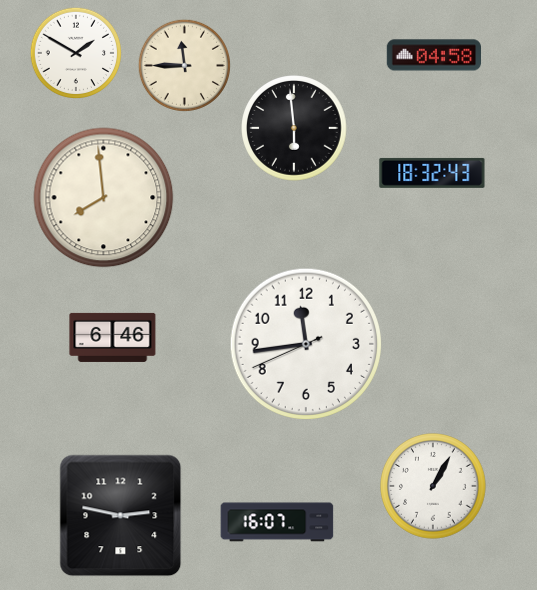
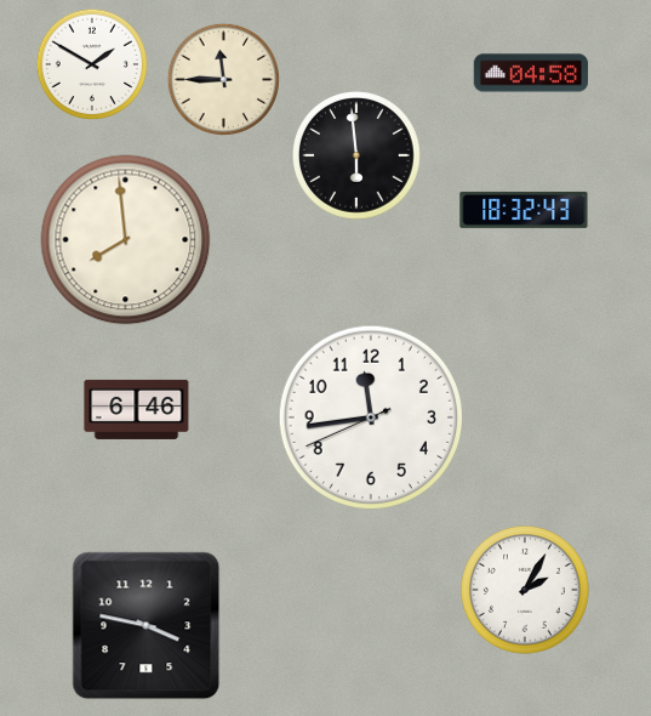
clock at (434, 55) position: (434, 55) -> (531, 73)
clock at (434, 487): 1:05 -> 2:05
clock at (121, 516): 2:47 -> 3:47
clock at (277, 522): 16:07 -> none
